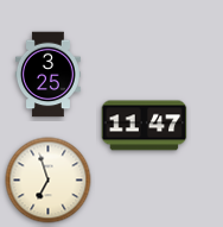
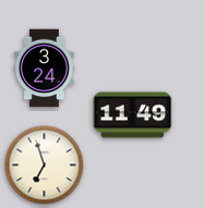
clock at (47, 75): 3:25 -> 3:24
clock at (145, 126): 11:47 -> 11:49
